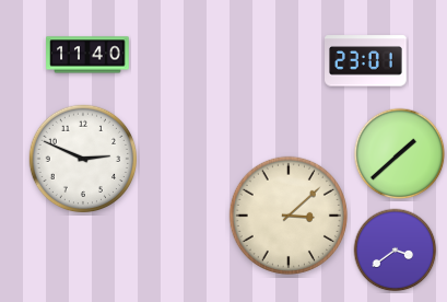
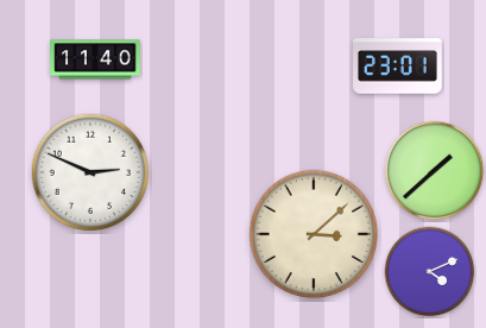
clock at (400, 154) position: (400, 154) -> (435, 171)
clock at (396, 251): 3:39 -> 4:11
